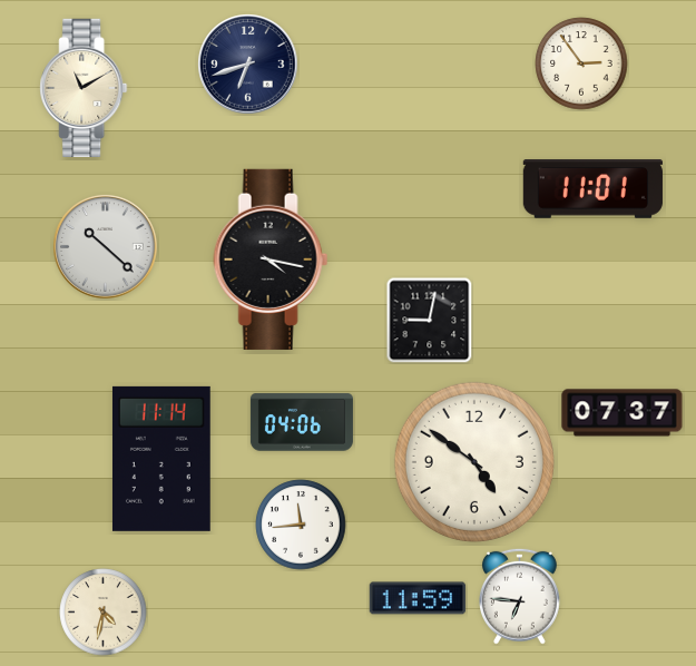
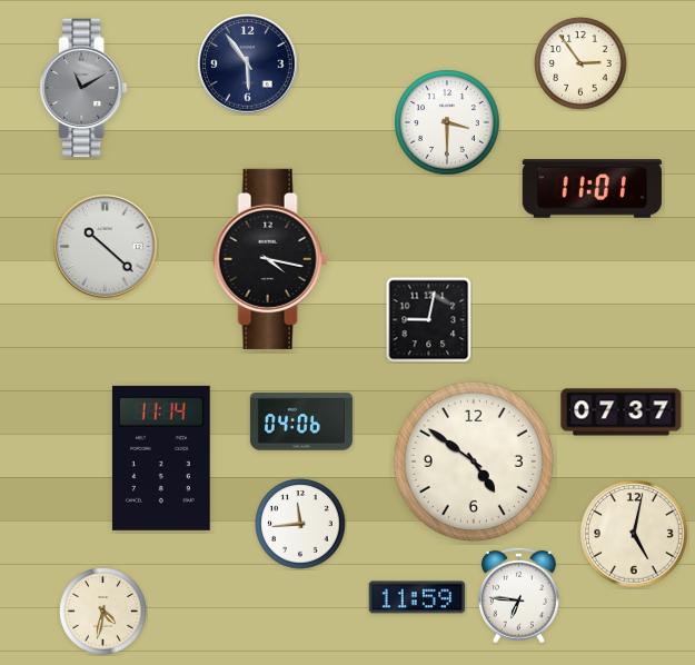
clock at (248, 65): 6:42 -> 5:54
clock at (84, 87) dial: cream -> grey
clock at (447, 122): none -> 3:30
clock at (634, 534): none -> 5:02
